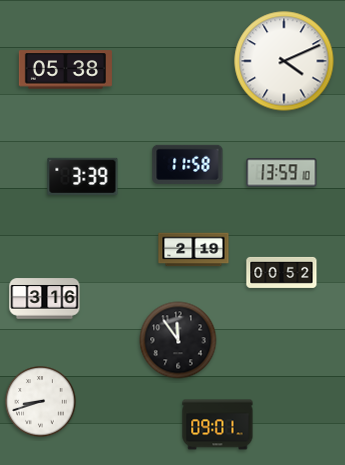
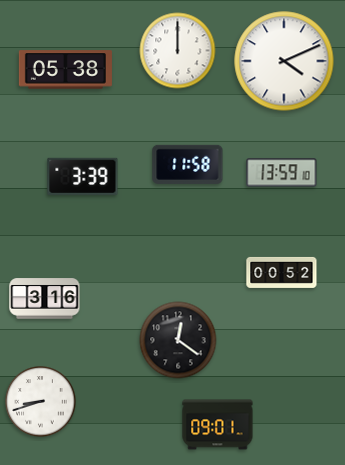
clock at (178, 51): none -> 12:00
clock at (194, 250): 2:19 -> none
clock at (178, 340): 11:54 -> 12:21
